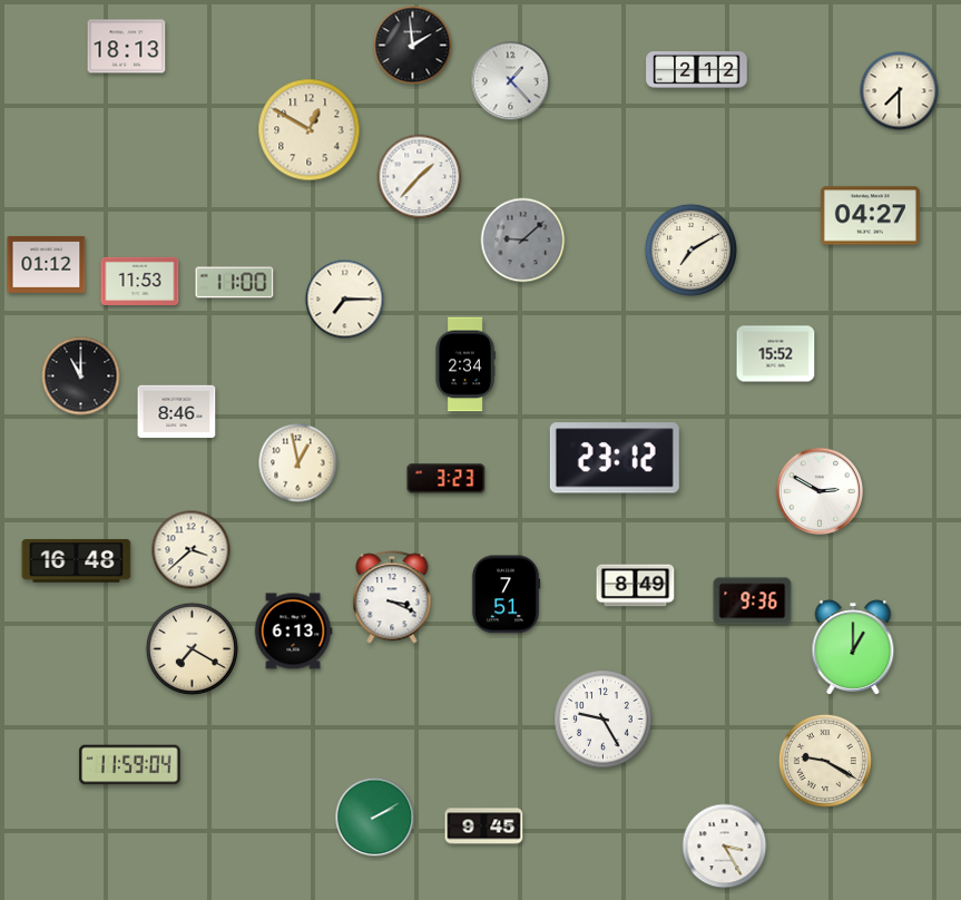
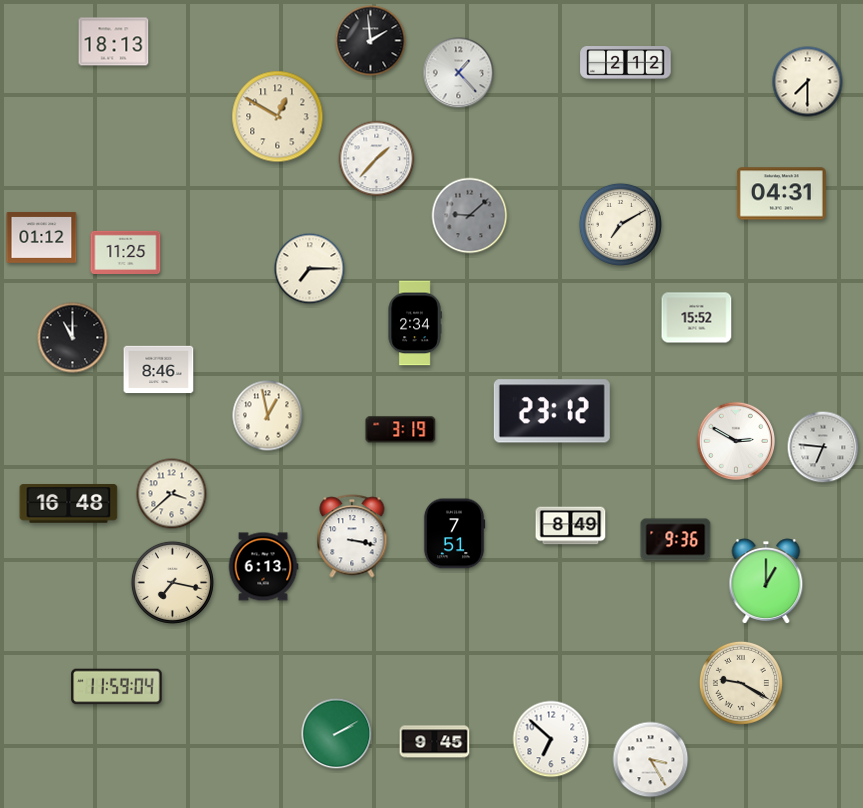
clock at (870, 216): 04:27 -> 04:31
clock at (140, 281): 11:53 -> 11:25
clock at (235, 283): 11:00 -> none
clock at (465, 364) position: (465, 364) -> (415, 323)
clock at (447, 479): 3:23 -> 3:19
clock at (823, 447): none -> 6:46
clock at (392, 597): 3:19 -> 3:17
clock at (192, 648): 7:20 -> 7:17
clock at (604, 720): 9:25 -> none
clock at (551, 739): none -> 6:52
